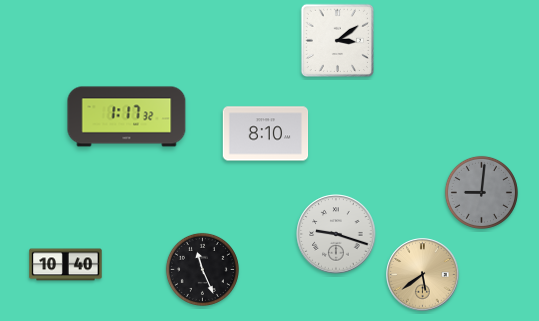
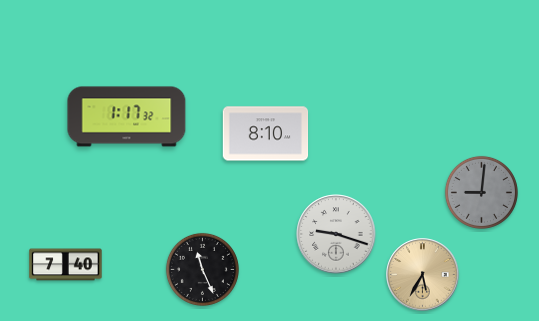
clock at (338, 41): 3:09 -> none
clock at (66, 265): 10:40 -> 7:40
clock at (423, 275): 5:39 -> 5:35
